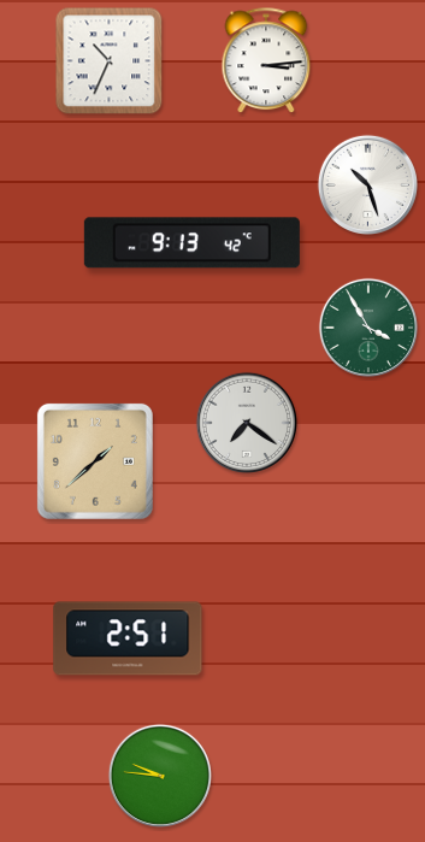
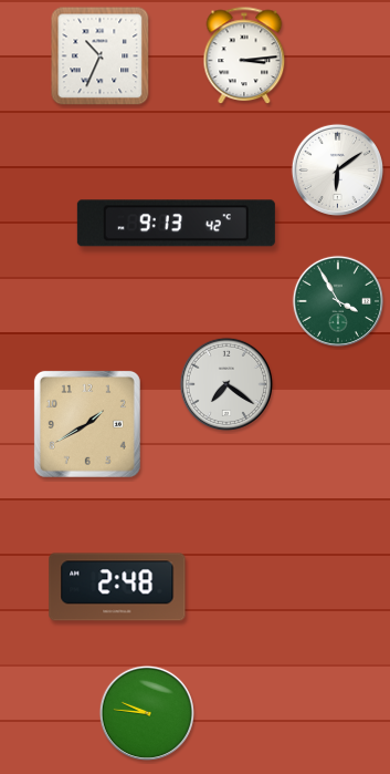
clock at (367, 184): 10:27 -> 6:09
clock at (247, 423) position: (247, 423) -> (226, 384)
clock at (95, 461): 1:38 -> 1:40
clock at (128, 638): 2:51 -> 2:48
